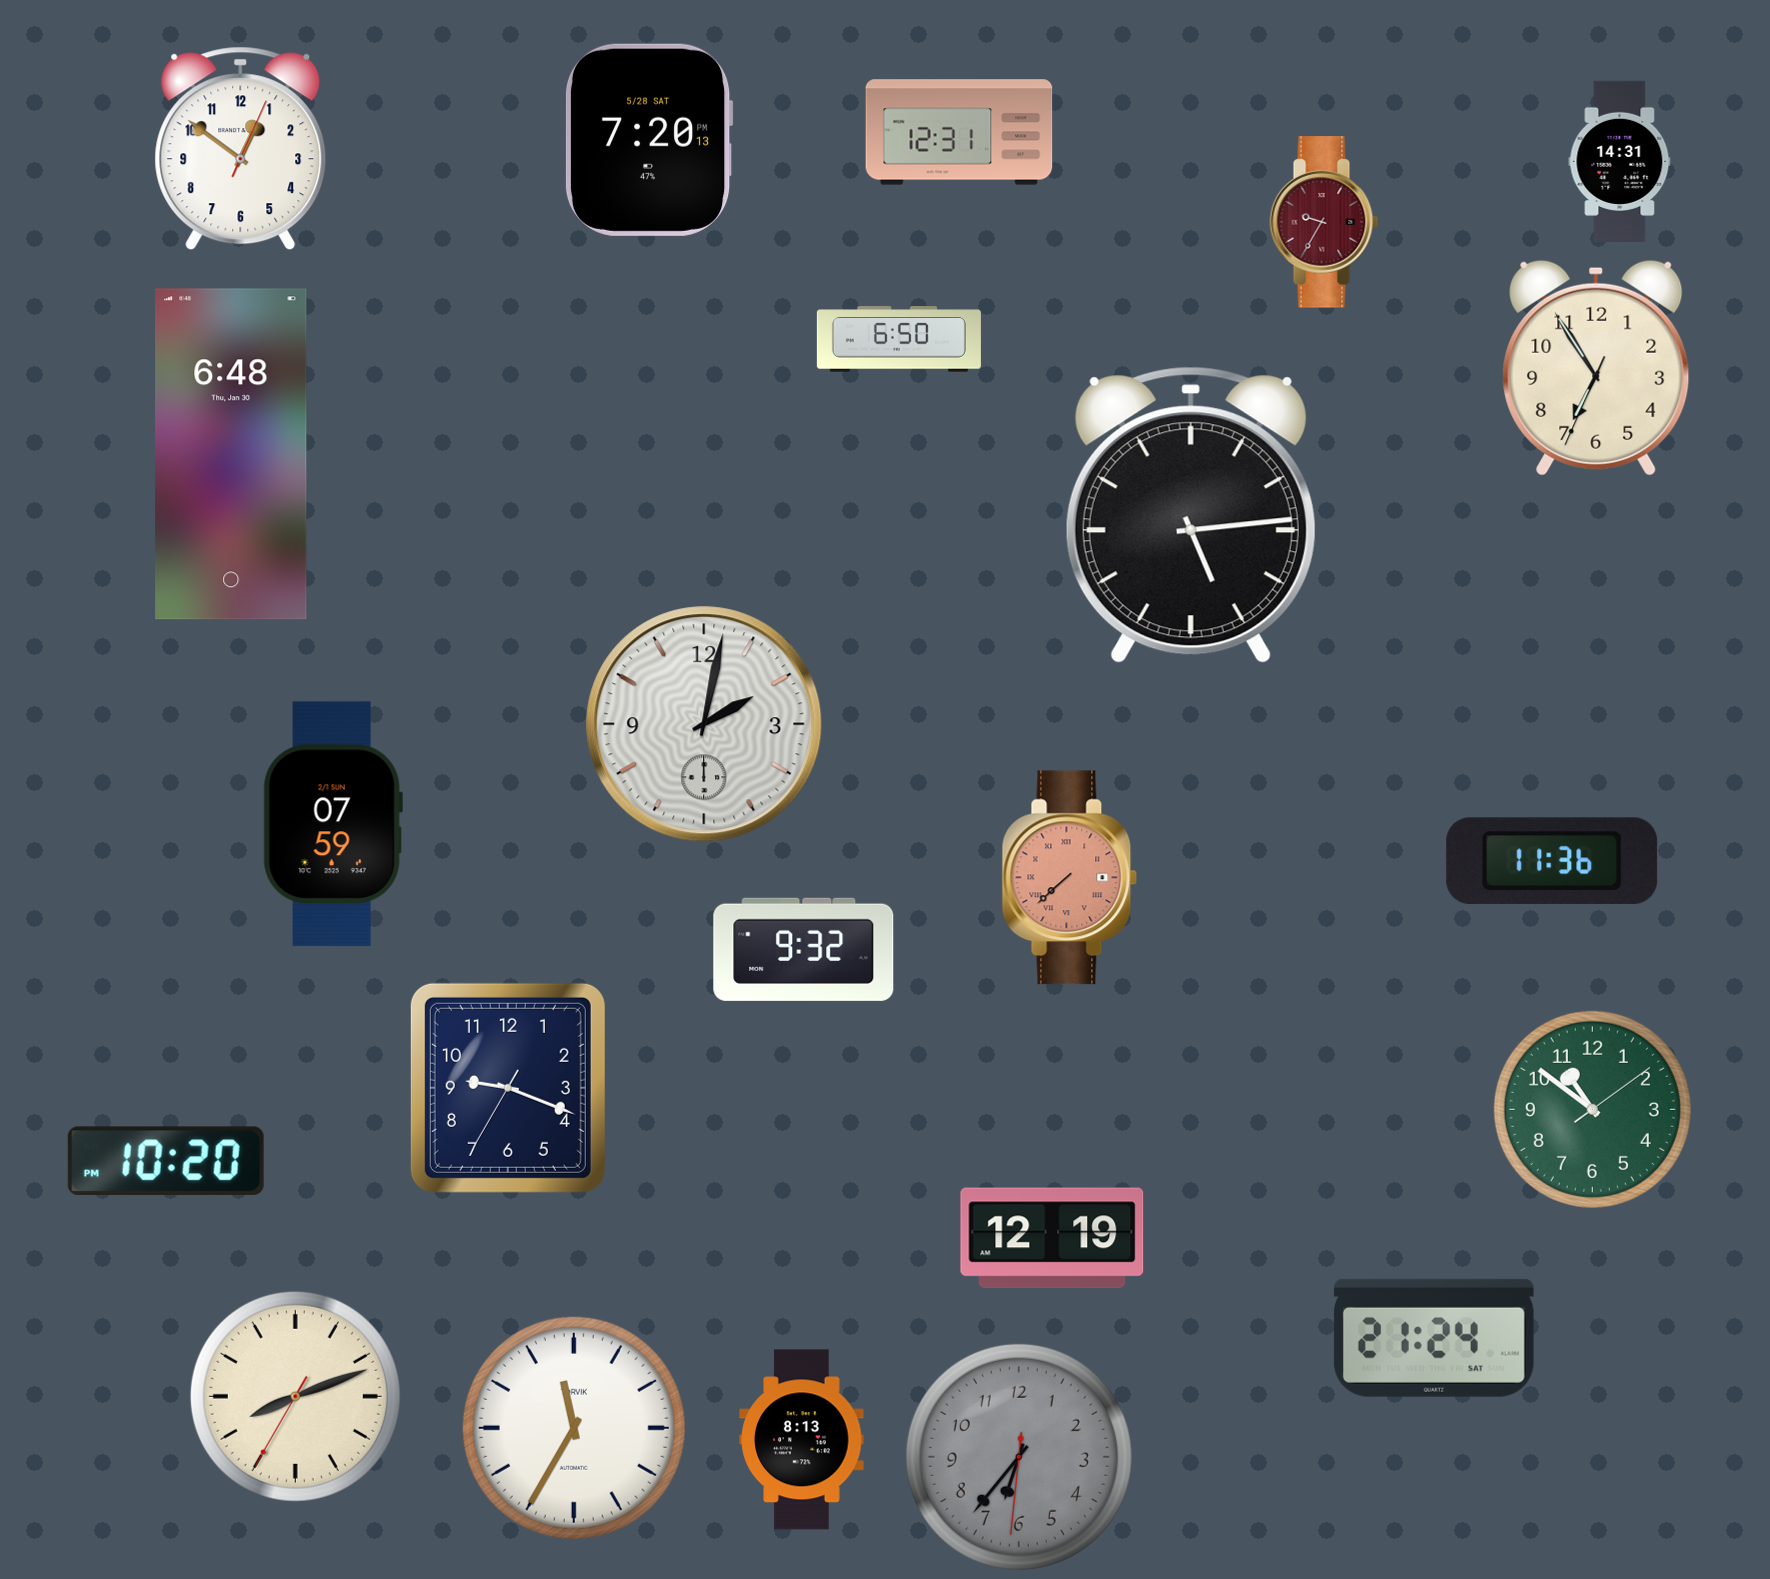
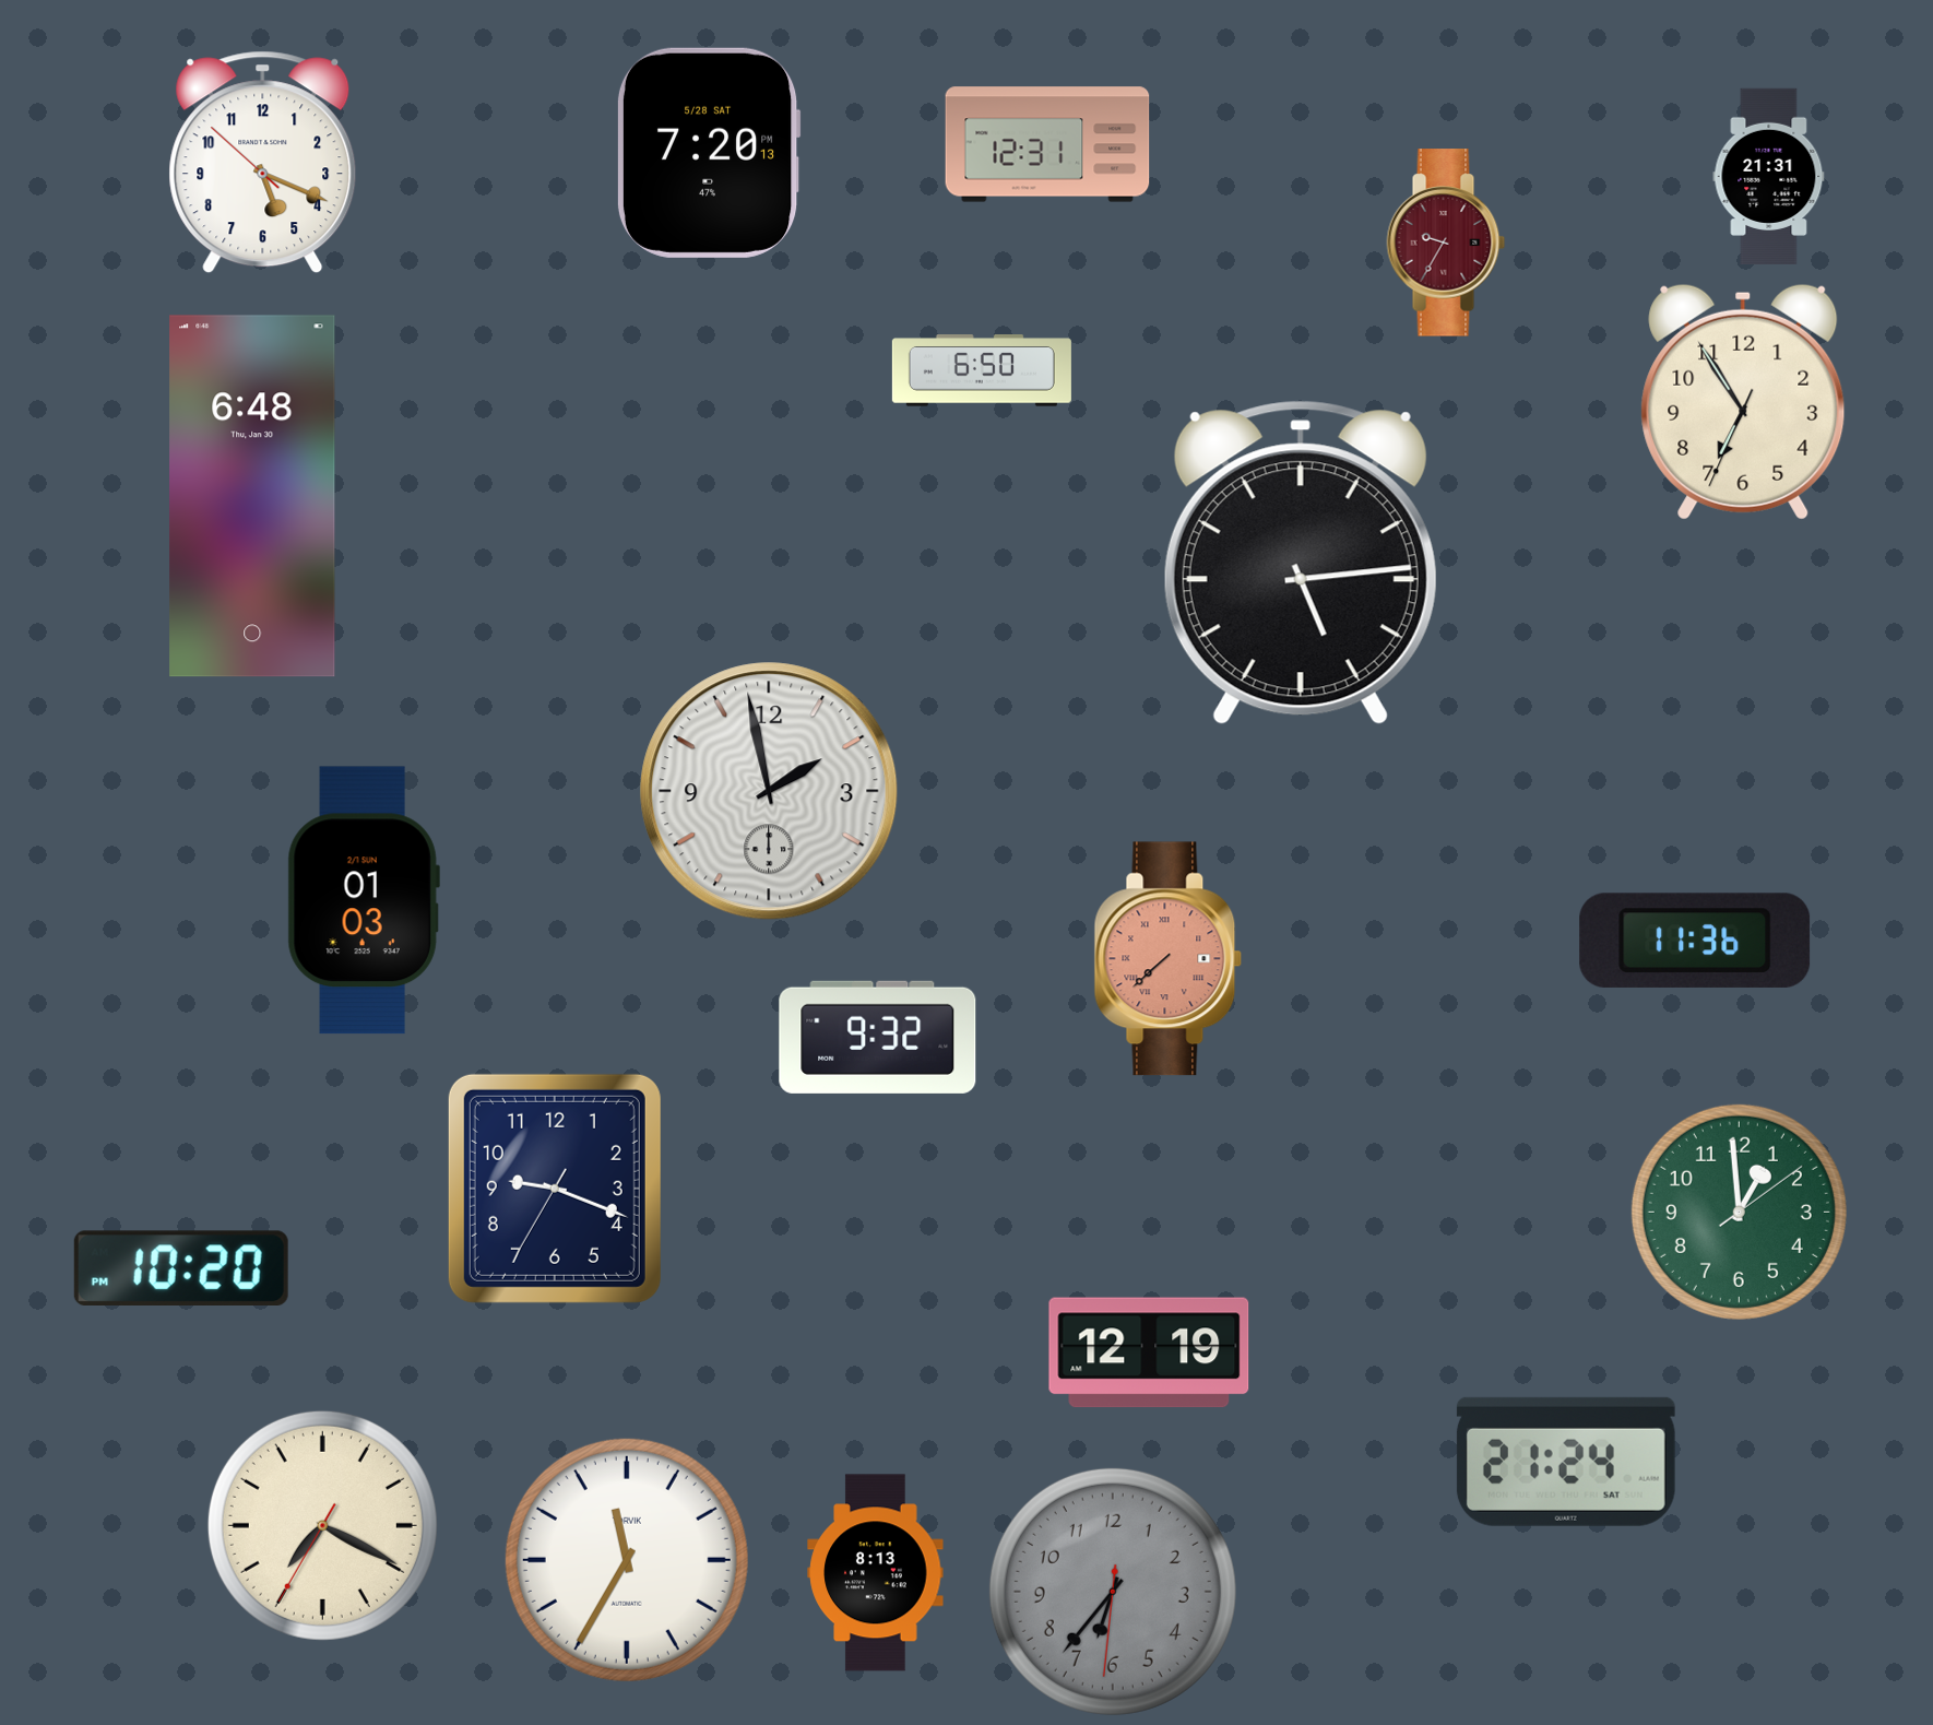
clock at (241, 149): 12:51 -> 5:18
clock at (1620, 161): 14:31 -> 21:31
clock at (704, 724): 2:02 -> 1:58
clock at (333, 824): 07:59 -> 01:03
clock at (1592, 1109): 10:51 -> 12:59
clock at (295, 1396): 8:11 -> 7:19
